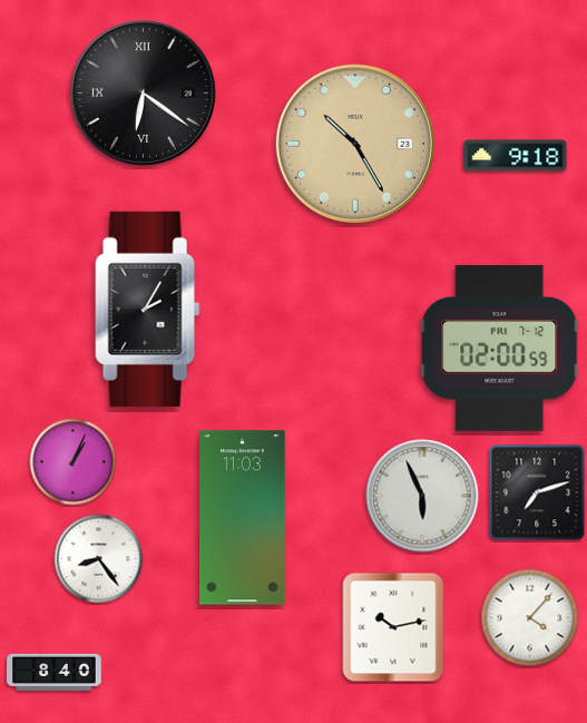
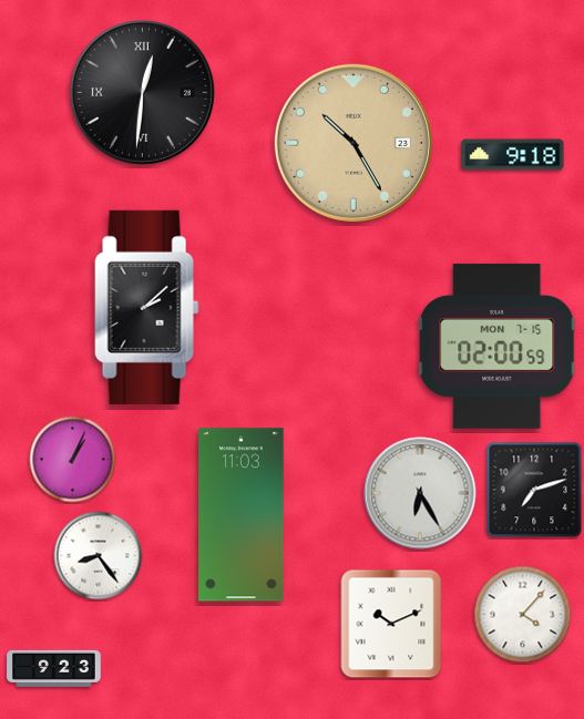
clock at (143, 92): 6:21 -> 12:31
clock at (148, 309): 2:05 -> 2:08
clock at (500, 348) date: FRI 7-12 -> MON 7-15
clock at (422, 496): 5:56 -> 6:25
clock at (530, 618) position: (530, 618) -> (523, 615)
clock at (393, 627): 10:13 -> 10:11
clock at (55, 672): 8:40 -> 9:23
